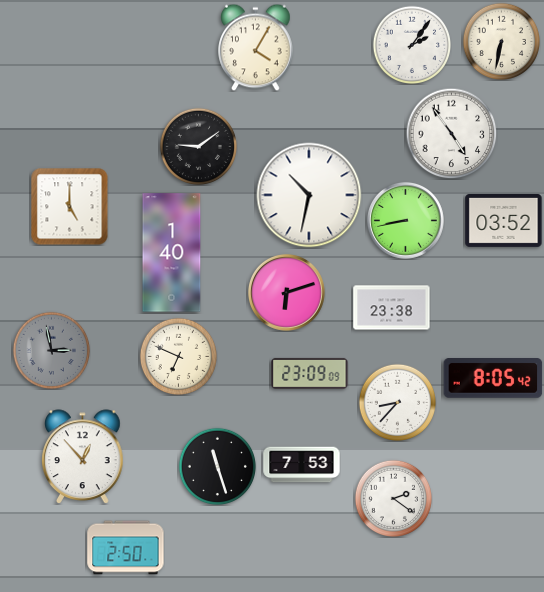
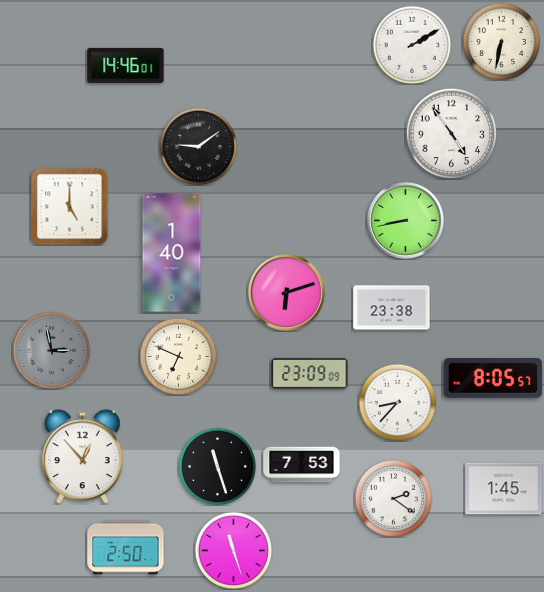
clock at (412, 45): 2:06 -> 2:10
clock at (256, 47): 4:05 -> none
clock at (126, 65): none -> 14:46
clock at (309, 195): 10:32 -> none
clock at (504, 220): 03:52 -> none
clock at (493, 379): 8:05:42 -> 8:05:57
clock at (504, 489): none -> 1:45
clock at (233, 550): none -> 11:27
